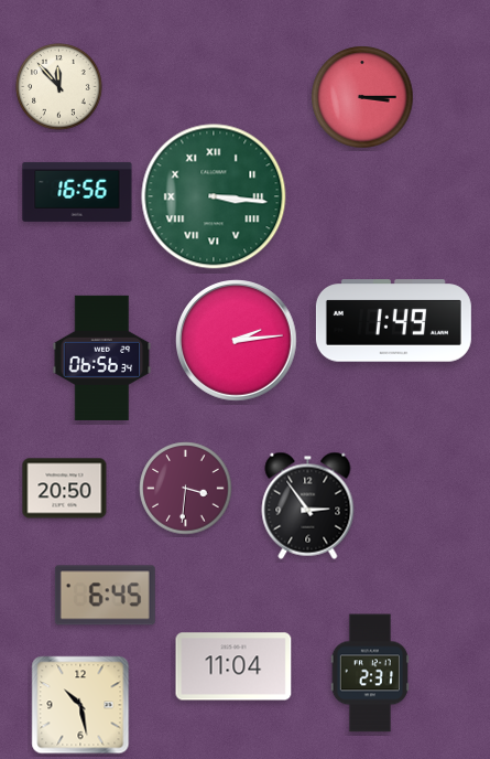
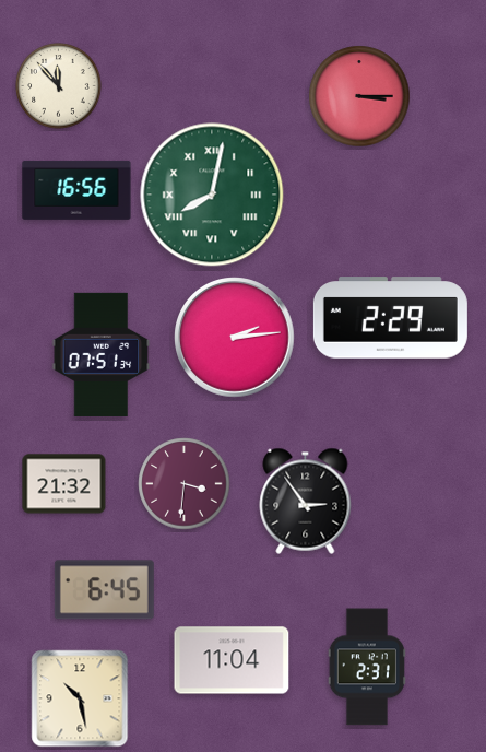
clock at (214, 196): 3:16 -> 8:02
clock at (393, 321): 1:49 -> 2:29
clock at (102, 357): 06:56 -> 07:51
clock at (65, 489): 20:50 -> 21:32
